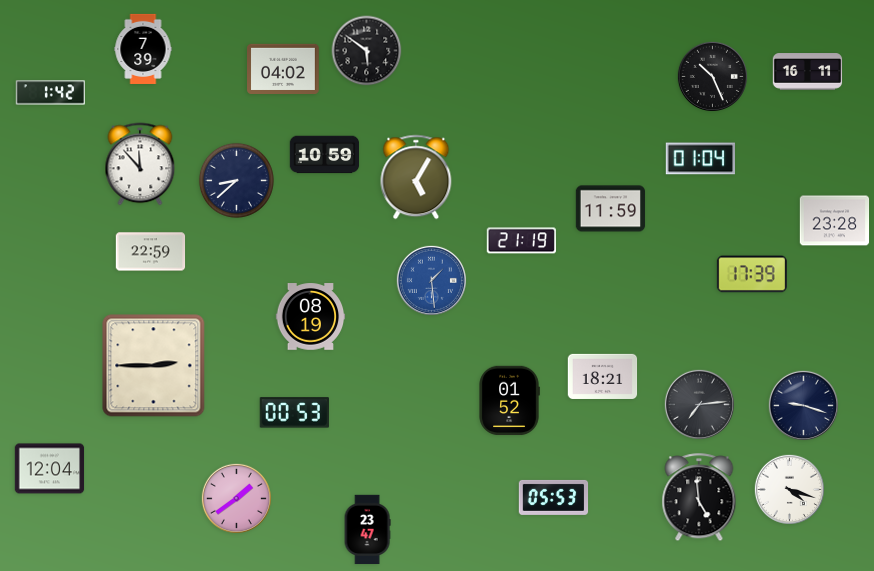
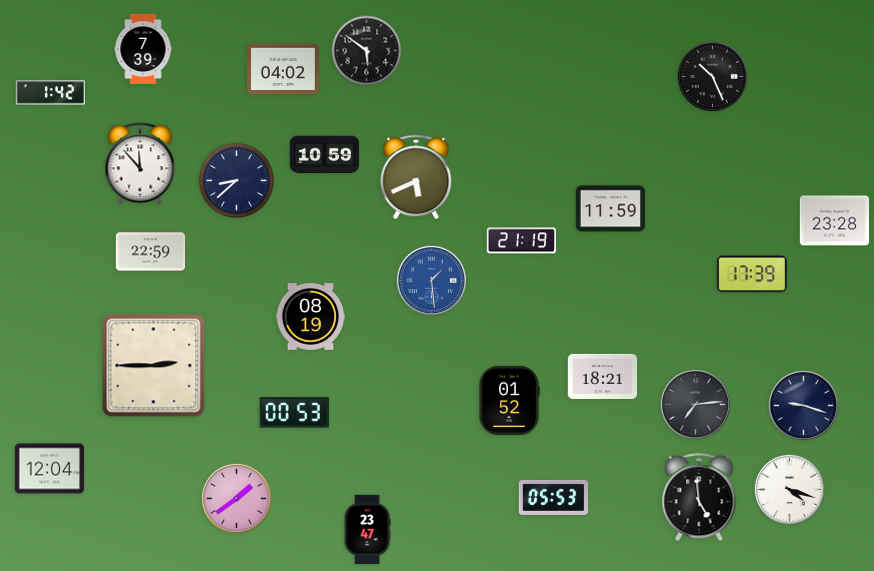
clock at (808, 72): 16:11 -> none
clock at (700, 159): 01:04 -> none
clock at (416, 177): 5:05 -> 5:41
clock at (699, 404) position: (699, 404) -> (695, 404)
